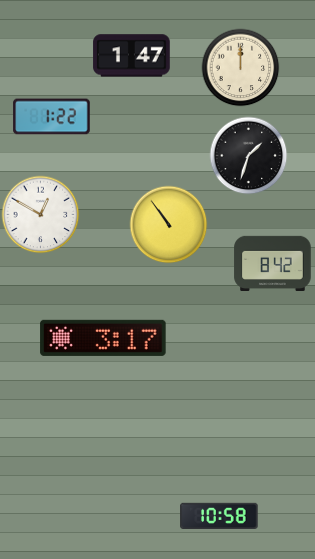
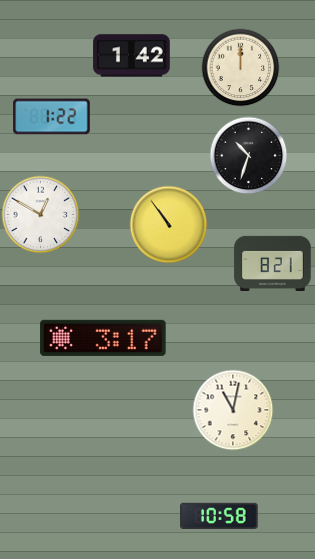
clock at (132, 56): 1:47 -> 1:42
clock at (248, 155): 1:33 -> 10:33
clock at (273, 263): 8:42 -> 8:21
clock at (233, 410): none -> 11:02
